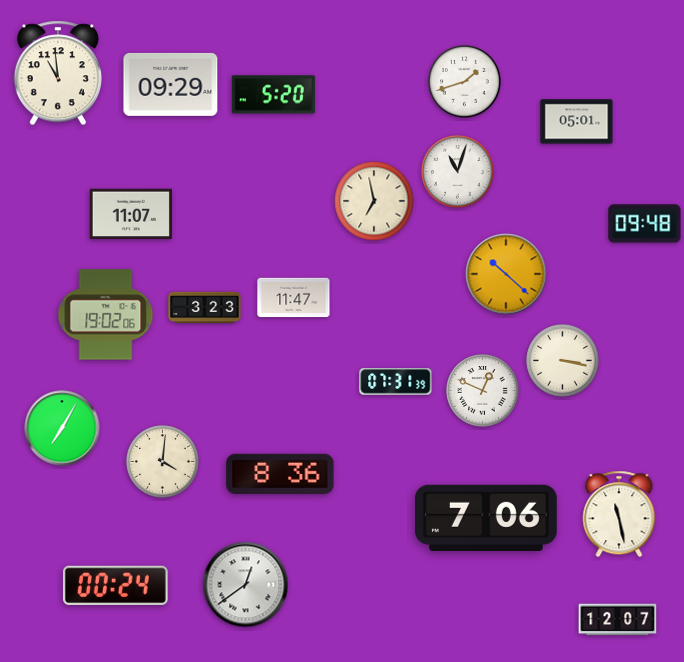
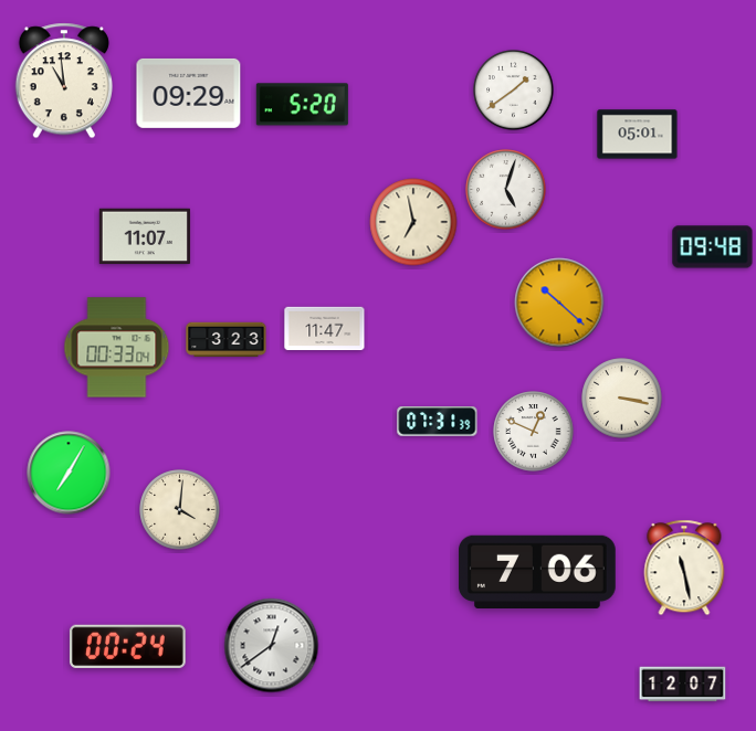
clock at (465, 82): 1:42 -> 1:39
clock at (458, 172): 11:03 -> 5:03
clock at (106, 315): 19:02 -> 00:33
clock at (280, 474): 8:36 -> none
